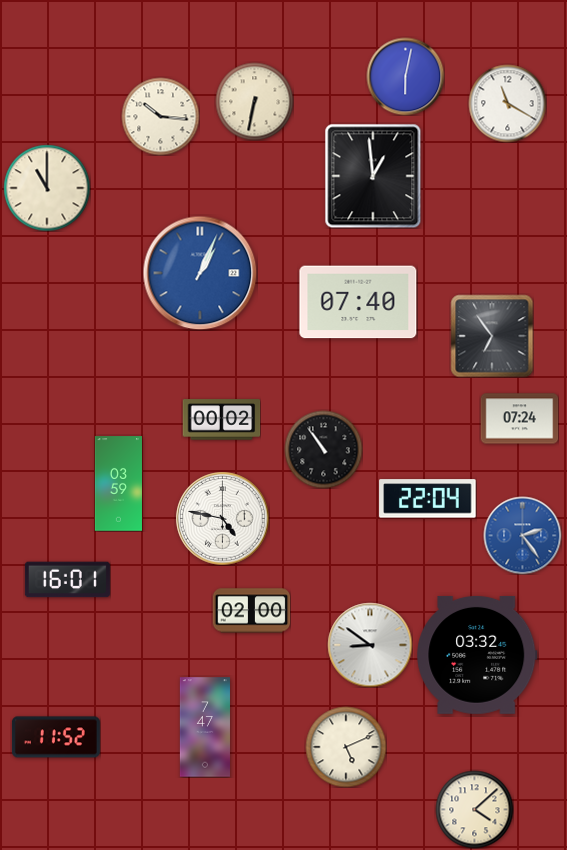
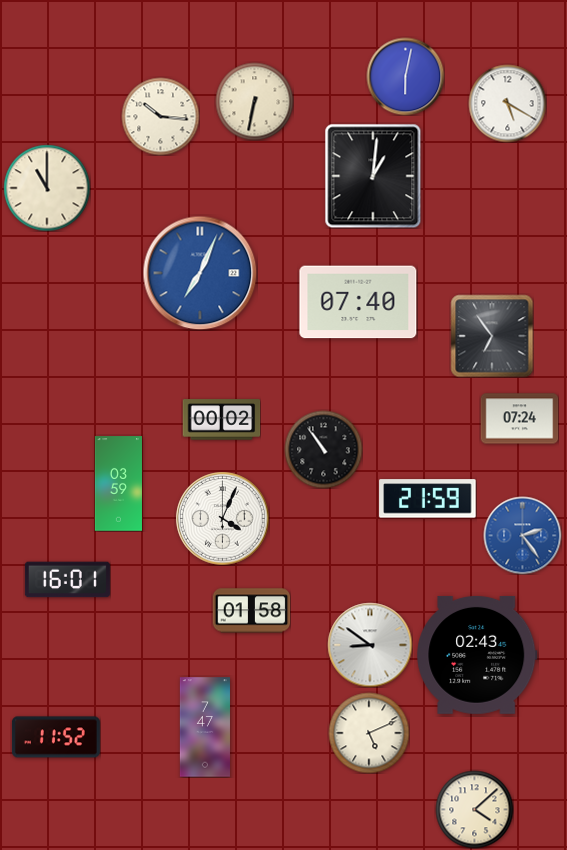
clock at (507, 103): 11:20 -> 5:20
clock at (373, 176): 12:59 -> 1:01
clock at (200, 273): 1:04 -> 7:04
clock at (428, 499): 22:04 -> 21:59
clock at (222, 518): 4:47 -> 4:04
clock at (251, 611): 02:00 -> 01:58
clock at (477, 655): 03:32 -> 02:43
clock at (346, 747) position: (346, 747) -> (369, 733)
